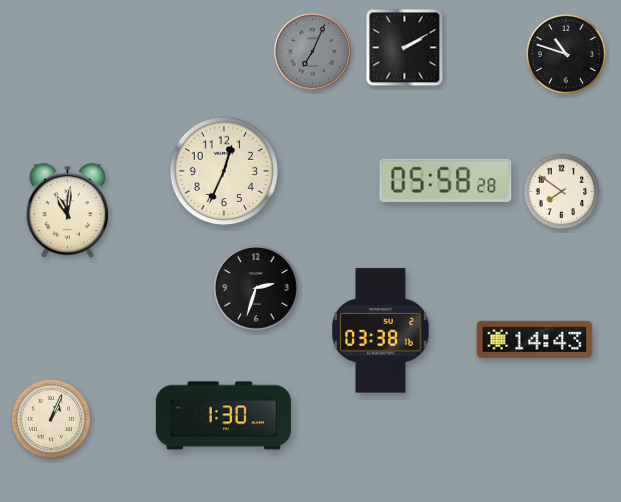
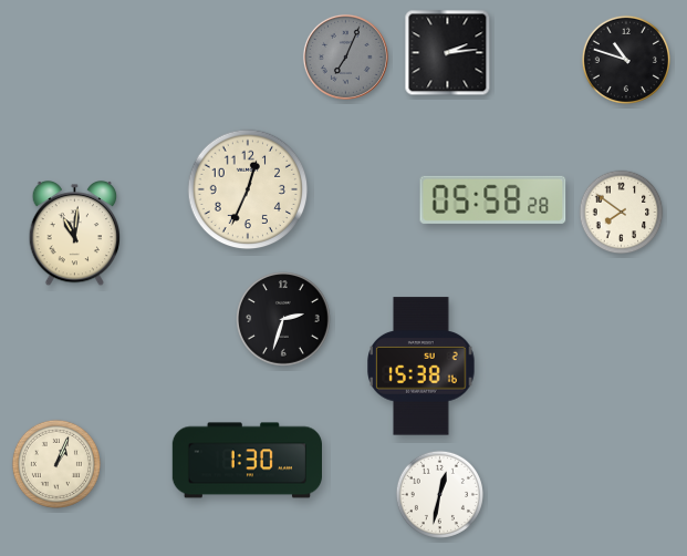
clock at (405, 48): 2:10 -> 2:14
clock at (381, 331): 03:38 -> 15:38
clock at (535, 339): 14:43 -> none
clock at (439, 494): none -> 12:32
